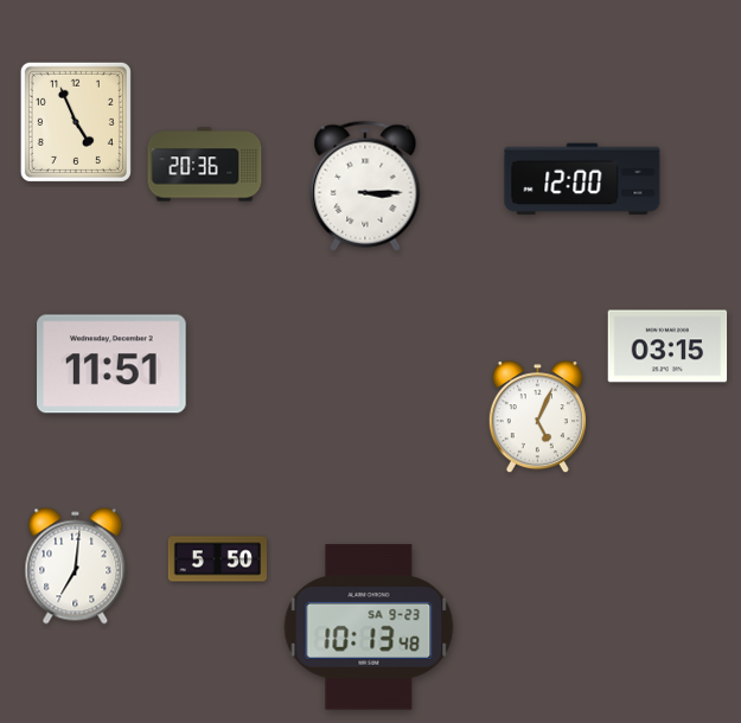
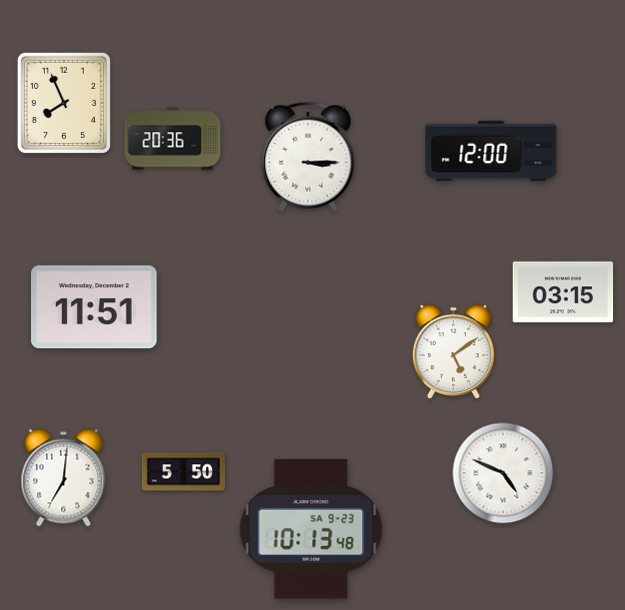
clock at (76, 122): 4:56 -> 7:56
clock at (537, 417): 5:04 -> 5:09
clock at (503, 473): none -> 4:49
